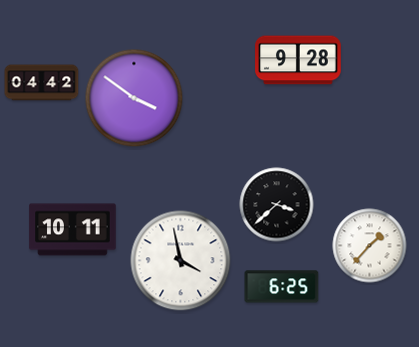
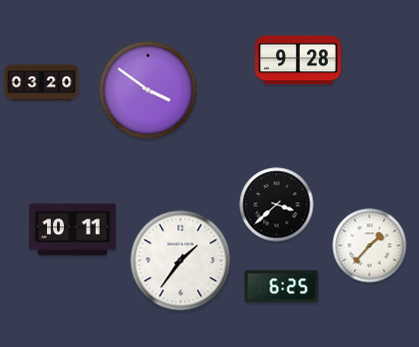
clock at (42, 83): 04:42 -> 03:20
clock at (134, 98) position: (134, 98) -> (148, 90)
clock at (181, 261): 3:58 -> 1:36
